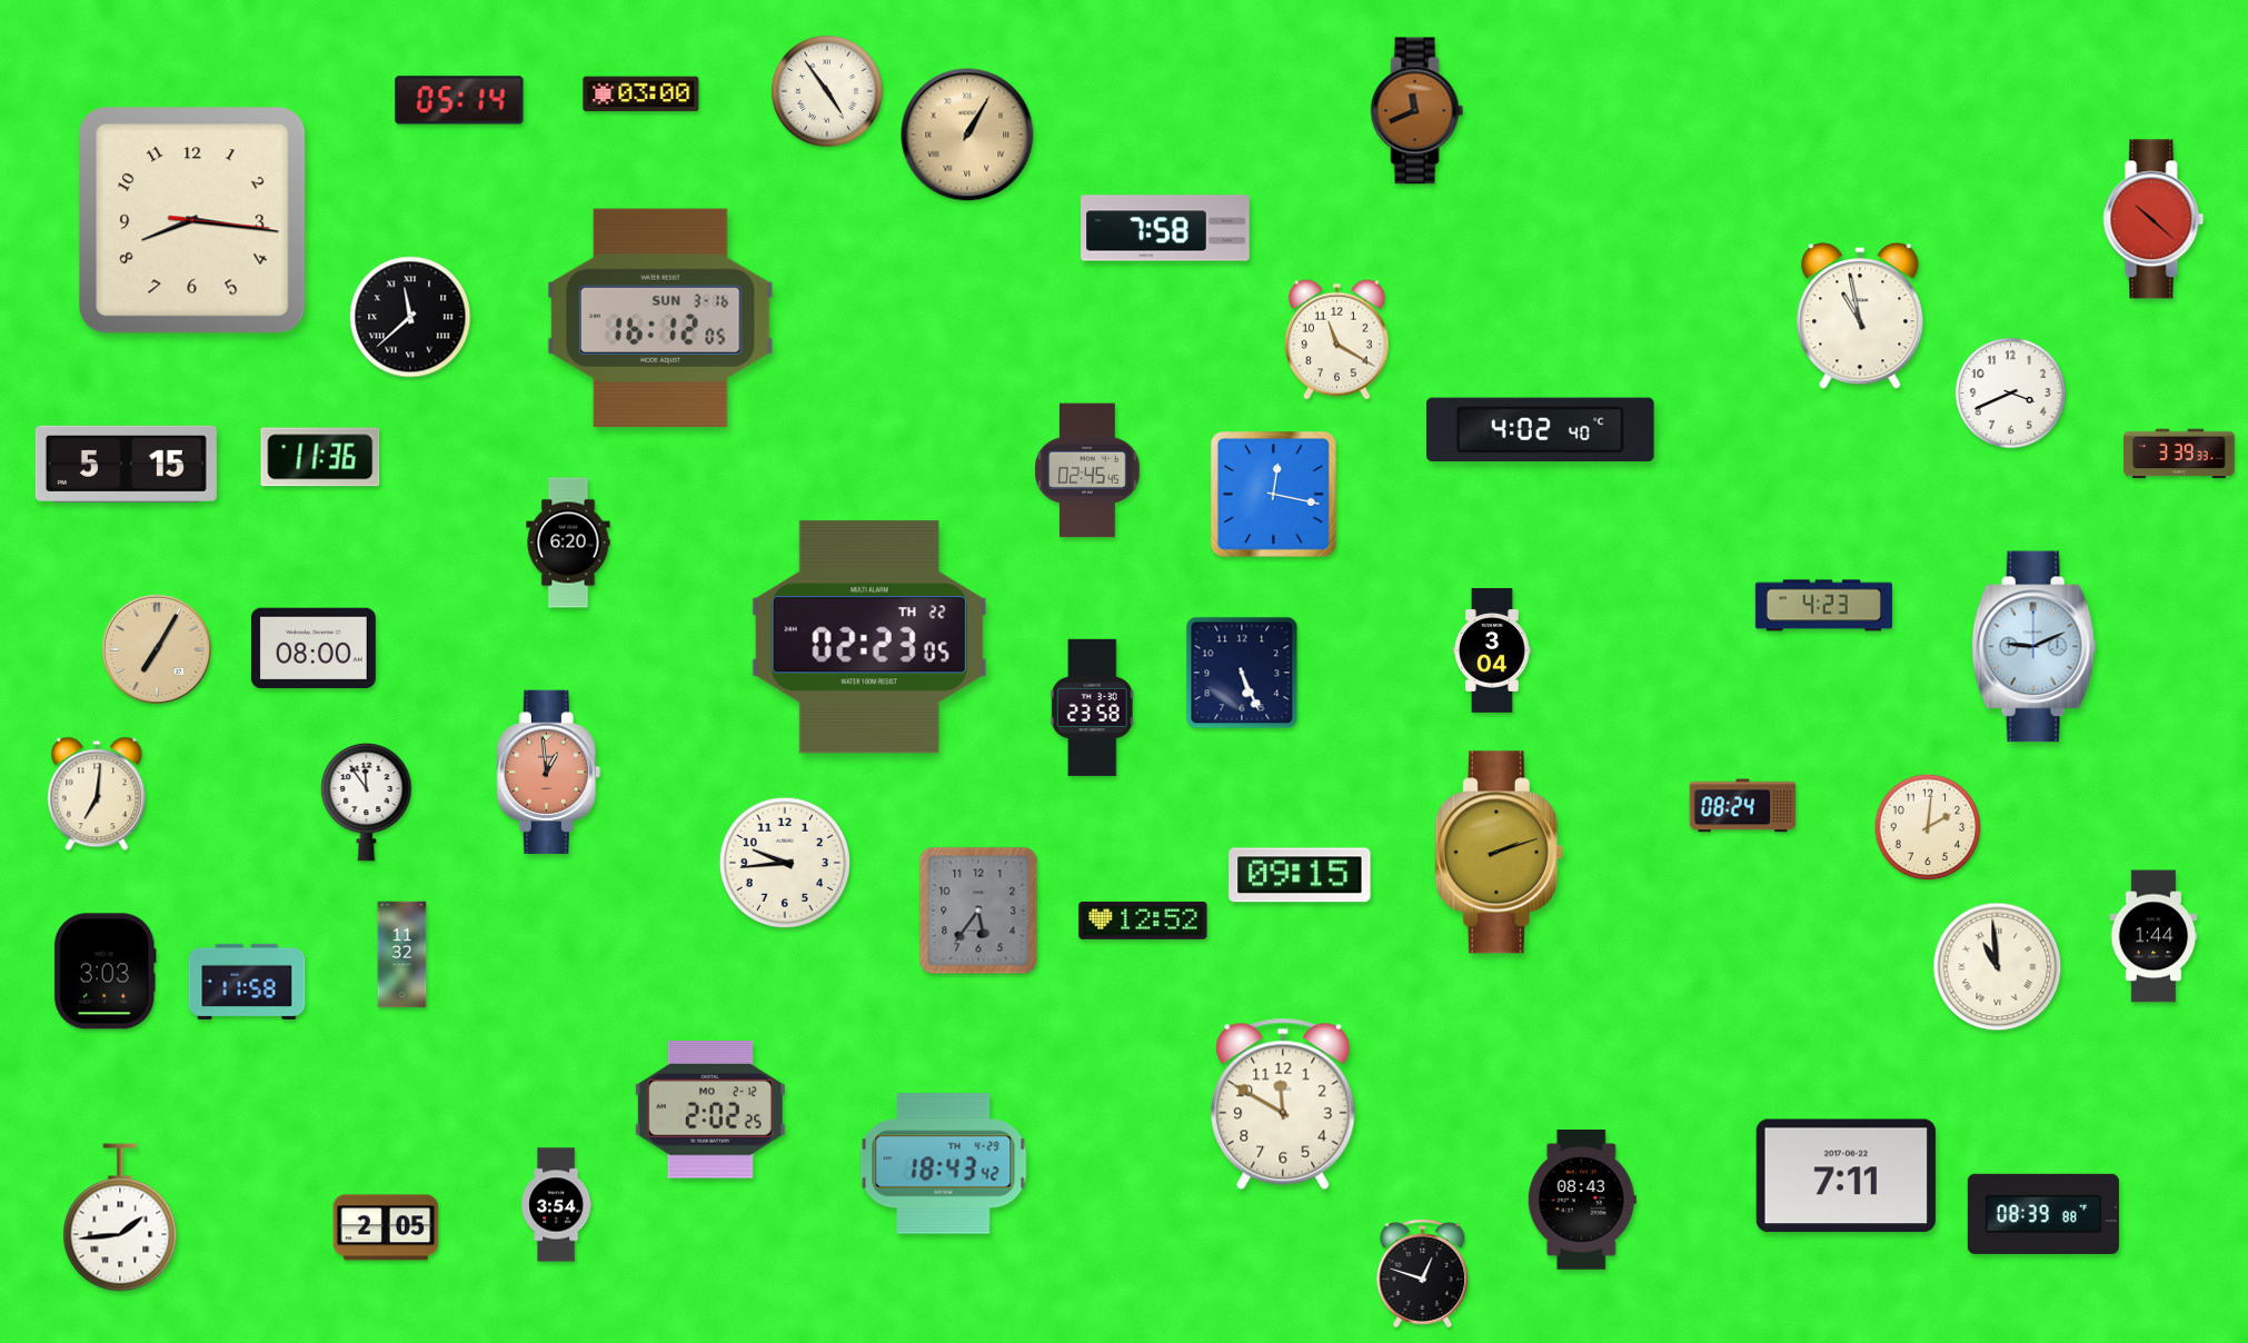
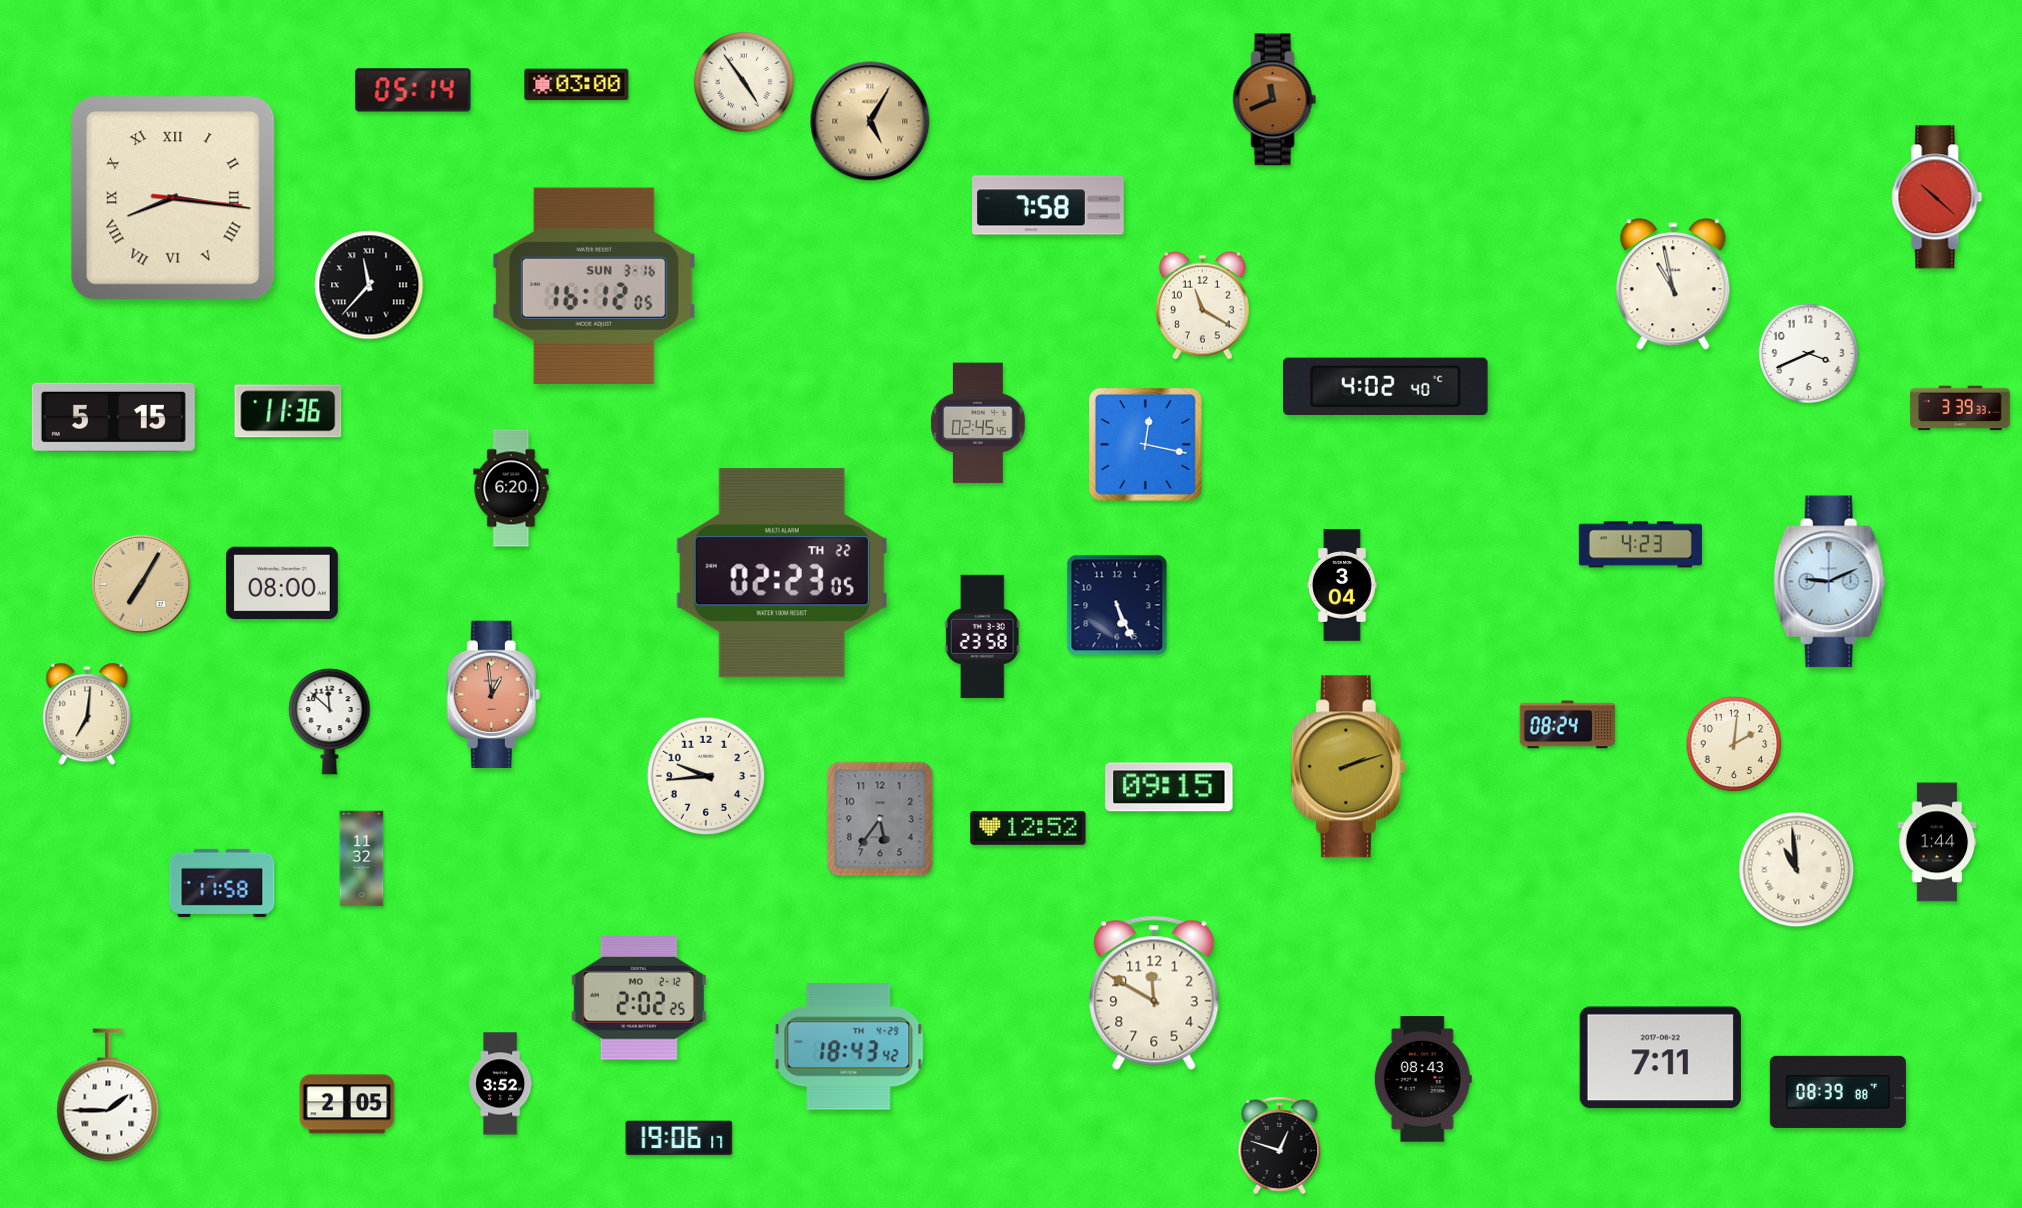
clock at (967, 135): 1:05 -> 5:05
clock at (192, 220) numerals: Arabic -> Roman
clock at (410, 317): 11:38 -> 11:37
clock at (367, 802): 11:54 -> 11:52
clock at (105, 972): 3:03 -> none
clock at (557, 1205): 3:54 -> 3:52
clock at (120, 1217): 1:44 -> 1:45
clock at (679, 1138): none -> 19:06
